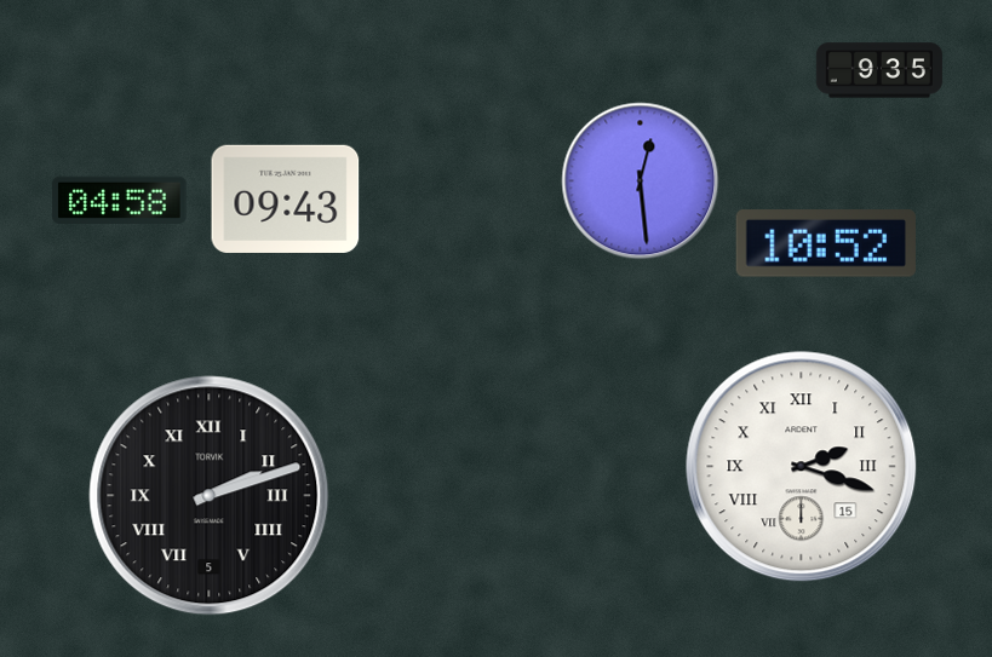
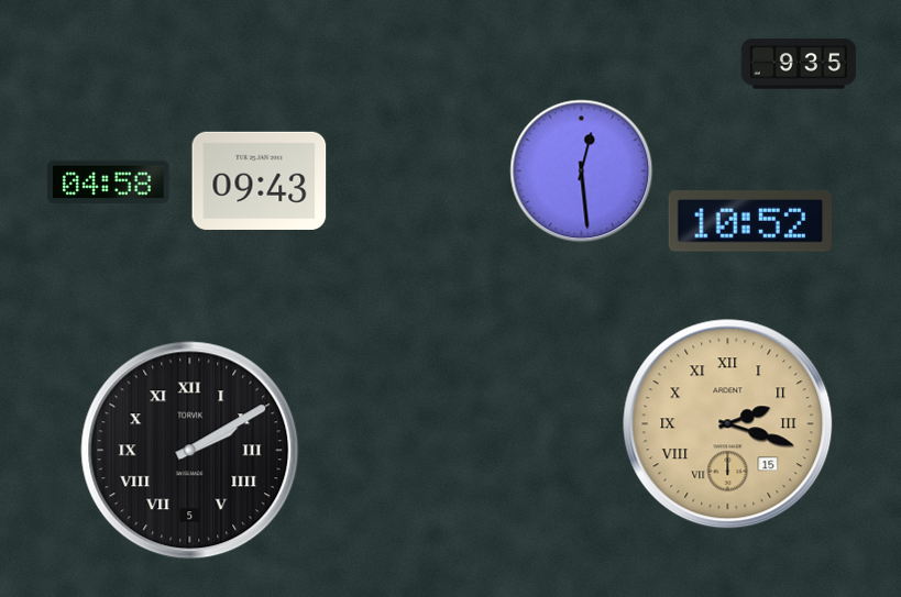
clock at (641, 181) position: (641, 181) -> (582, 172)
clock at (802, 467) dial: white -> champagne
clock at (210, 496): 2:12 -> 2:10
